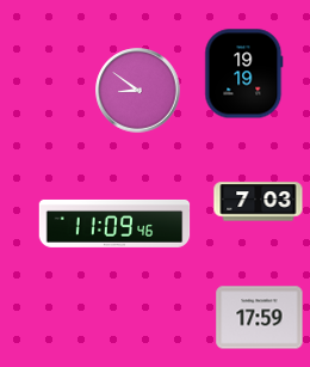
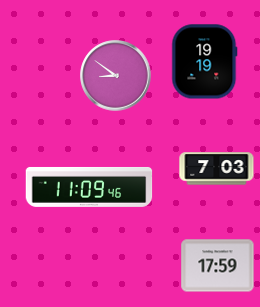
clock at (114, 224) position: (114, 224) -> (89, 187)
